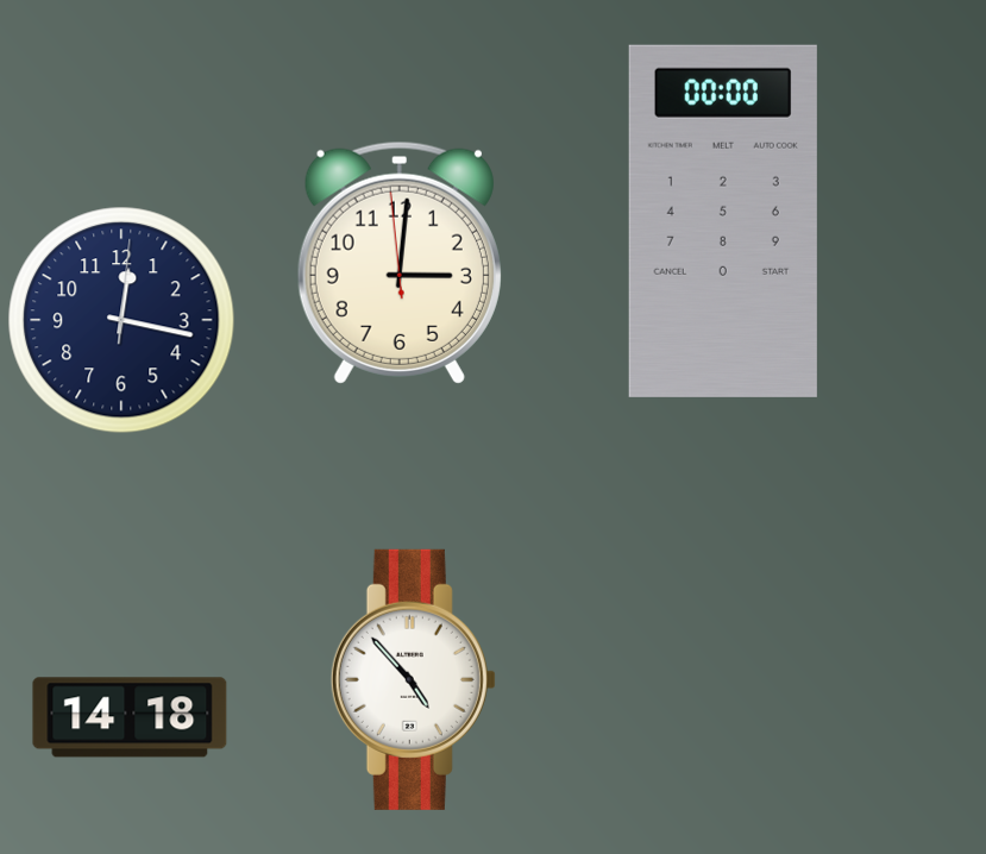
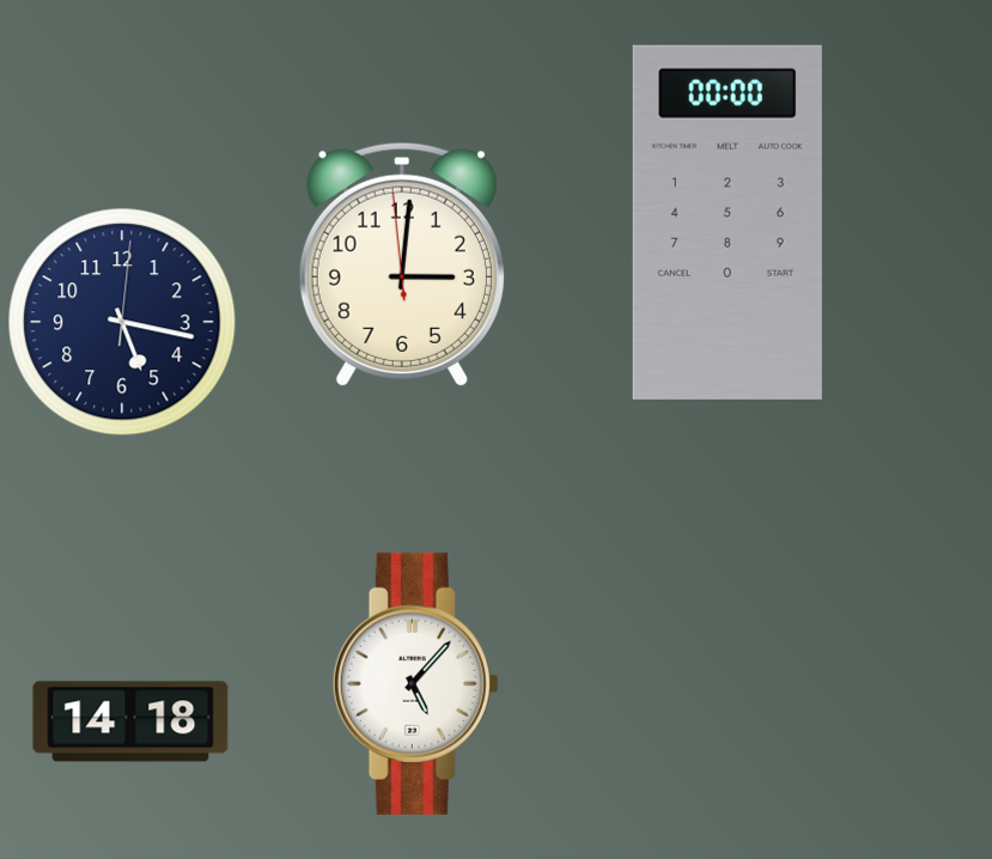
clock at (121, 320): 12:17 -> 5:17
clock at (413, 679): 4:53 -> 5:07
